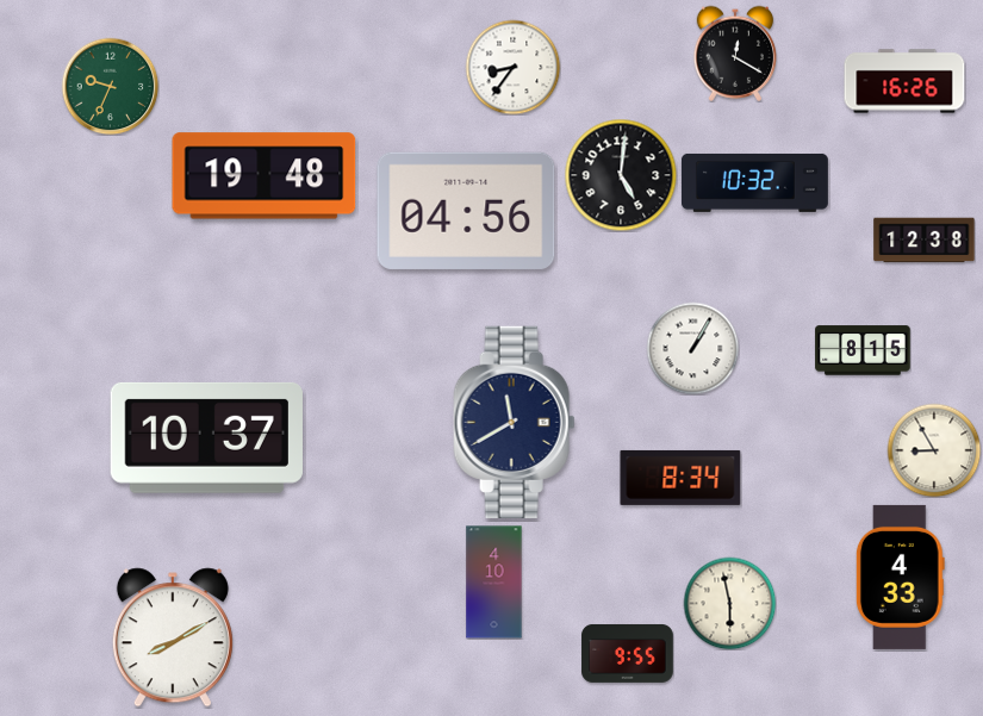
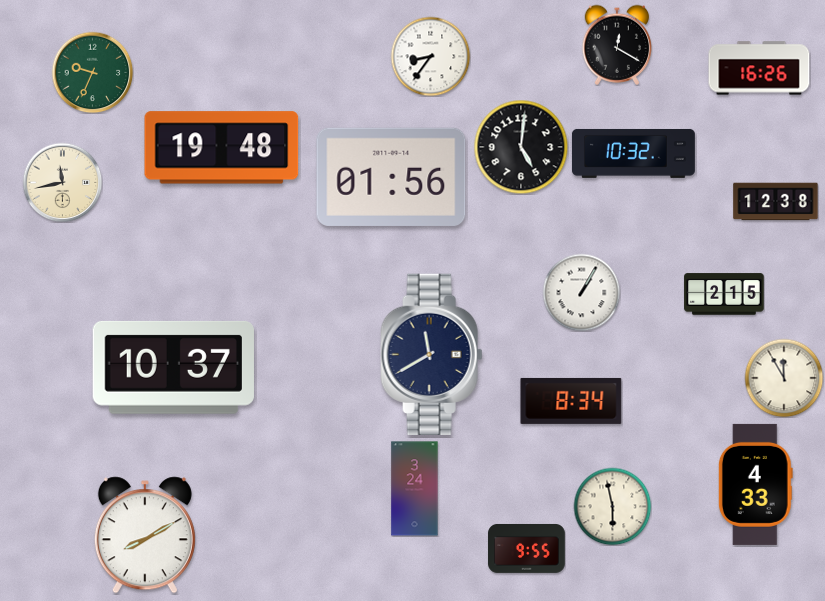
clock at (466, 211): 04:56 -> 01:56
clock at (62, 182): none -> 11:43
clock at (863, 350): 8:15 -> 2:15
clock at (934, 450): 8:55 -> 11:55
clock at (494, 583): 4:10 -> 3:24
